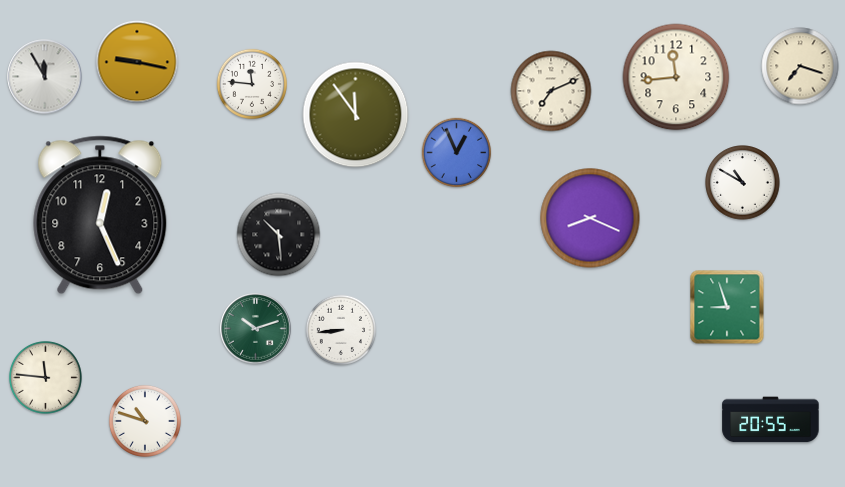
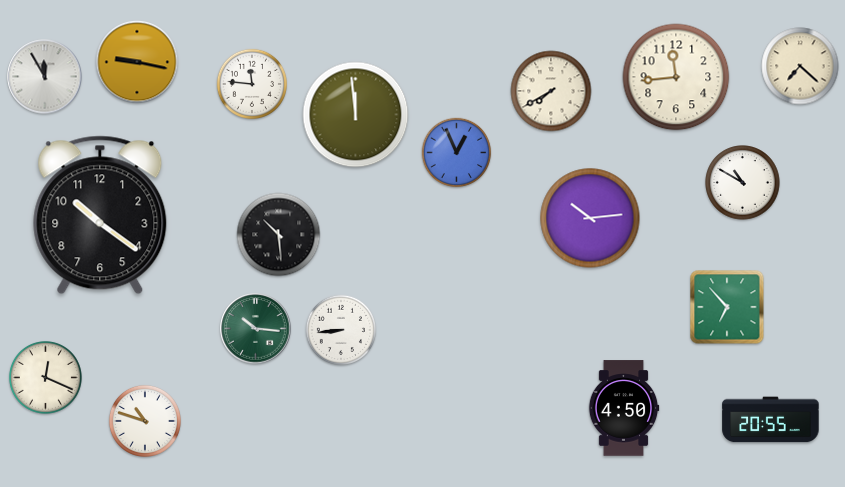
clock at (800, 66): 7:18 -> 7:22
clock at (551, 91): 7:11 -> 7:40
clock at (356, 115): 11:54 -> 11:59
clock at (100, 215): 12:26 -> 10:21
clock at (590, 218): 8:19 -> 10:14
clock at (727, 307): 8:57 -> 6:53
clock at (256, 329): 10:12 -> 10:16
clock at (45, 377): 11:46 -> 12:19
clock at (624, 408): none -> 4:50
